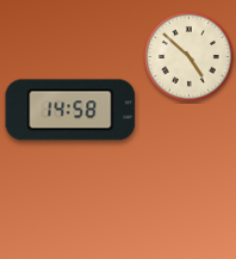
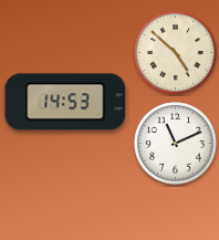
clock at (70, 110): 14:58 -> 14:53
clock at (176, 144): none -> 11:11
